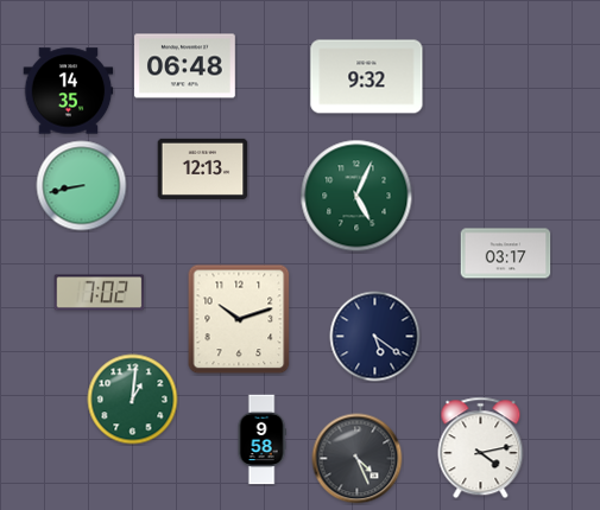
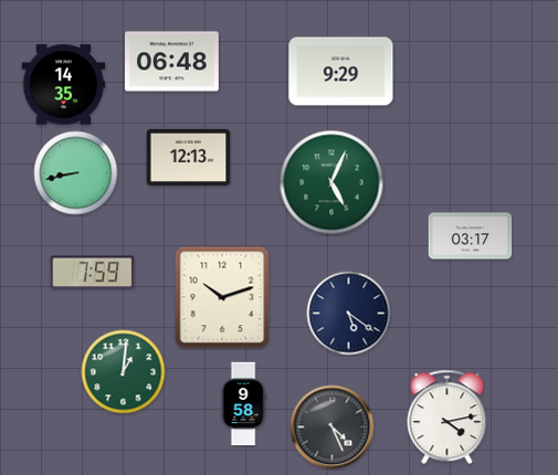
clock at (367, 77): 9:32 -> 9:29
clock at (100, 293): 7:02 -> 7:59
clock at (261, 440) position: (261, 440) -> (243, 404)
